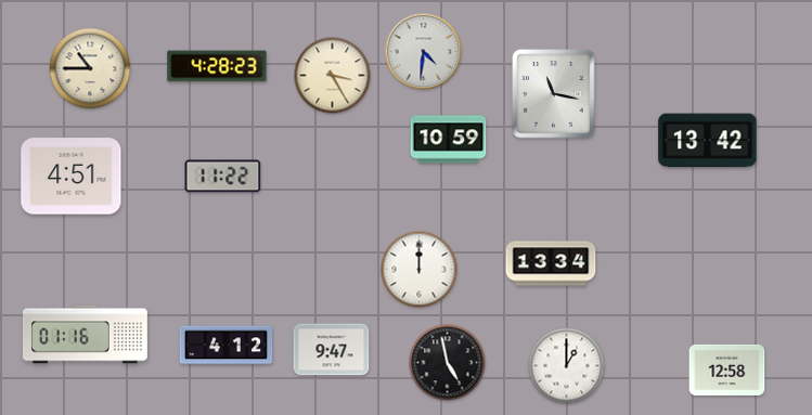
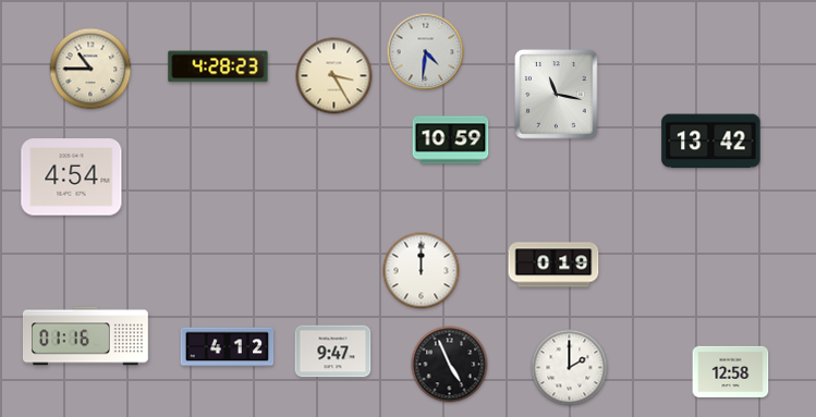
clock at (72, 177): 4:51 -> 4:54
clock at (223, 177): 11:22 -> none
clock at (551, 263): 13:34 -> 0:19
clock at (448, 363): 4:58 -> 4:56
clock at (567, 366): 1:00 -> 2:00
